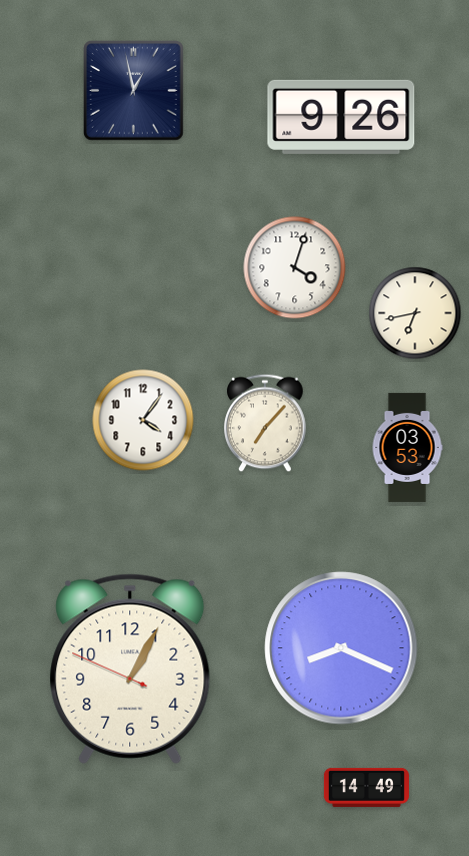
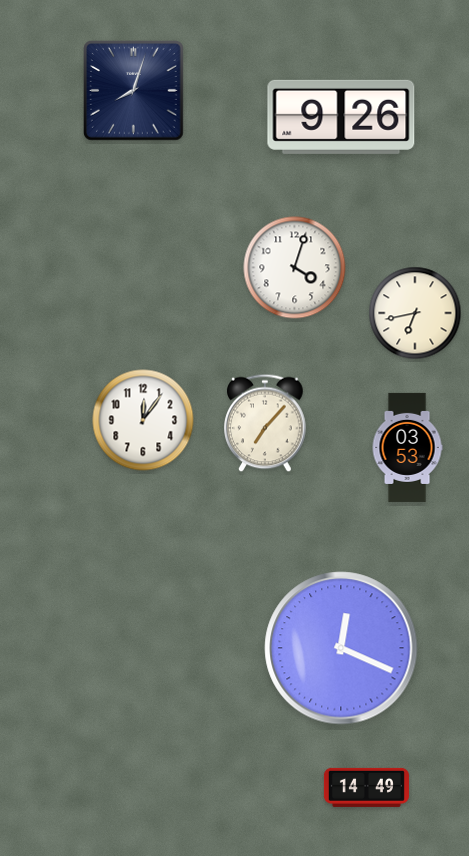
clock at (134, 91): 12:58 -> 8:03
clock at (143, 420): 4:06 -> 12:06
clock at (341, 648): 8:19 -> 12:19
clock at (130, 669): 1:04 -> none
